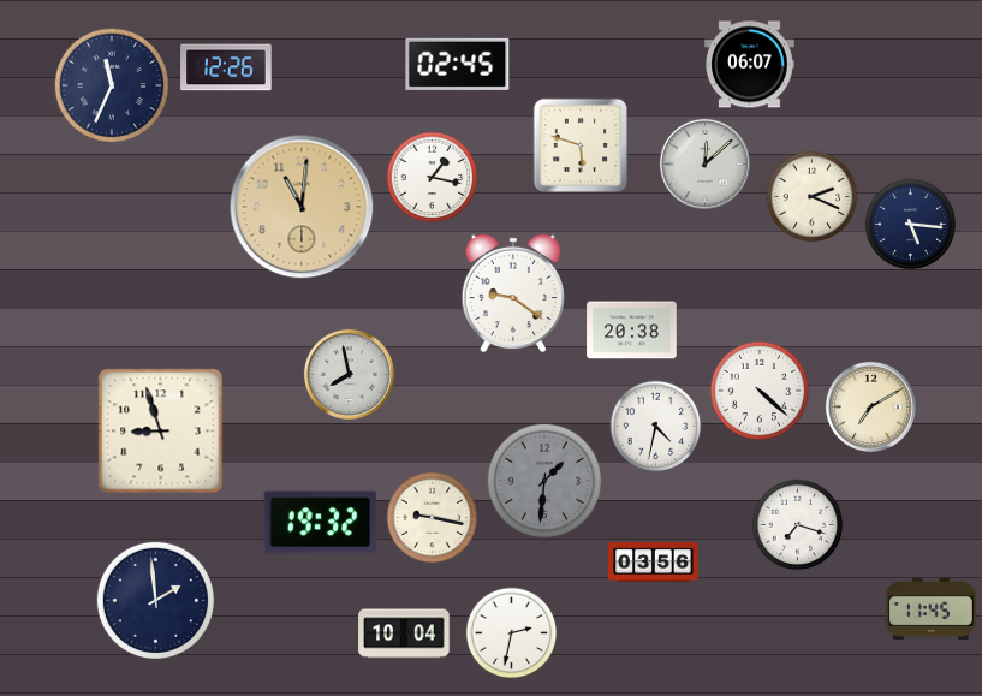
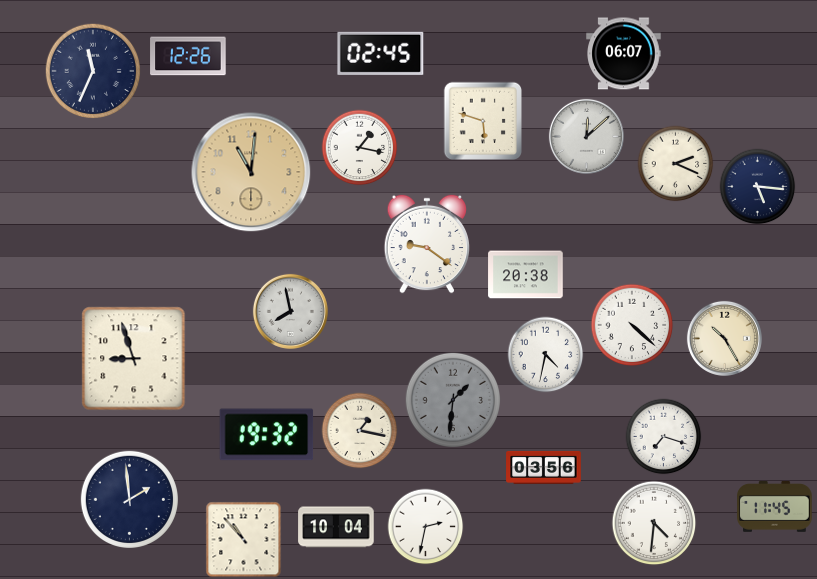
clock at (870, 406): 7:10 -> 10:25
clock at (433, 518): 9:17 -> 1:17
clock at (654, 523): none -> 4:31
clock at (244, 540): none -> 10:53
